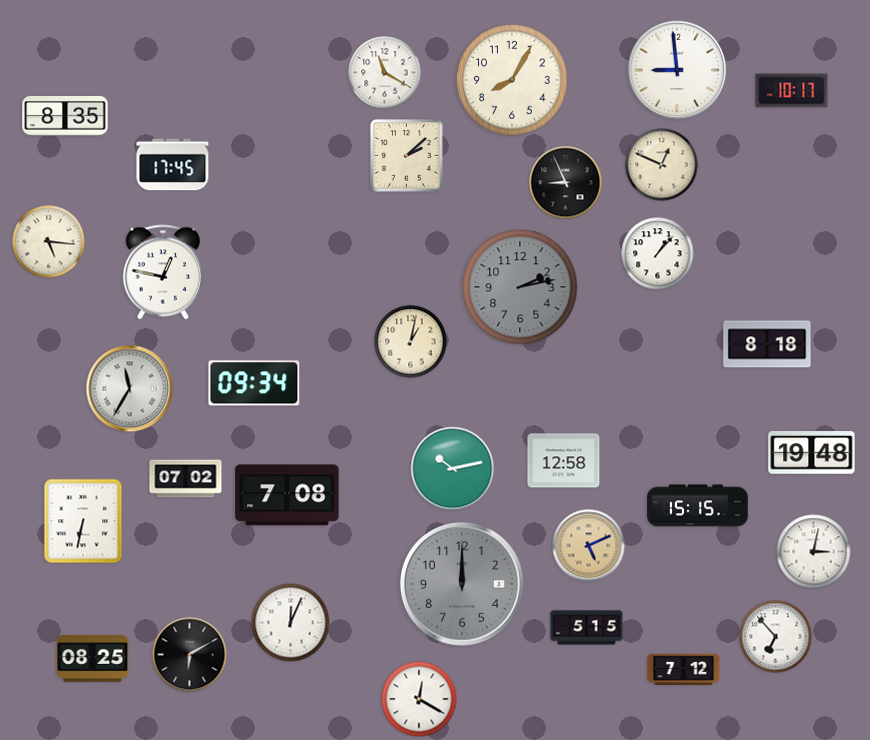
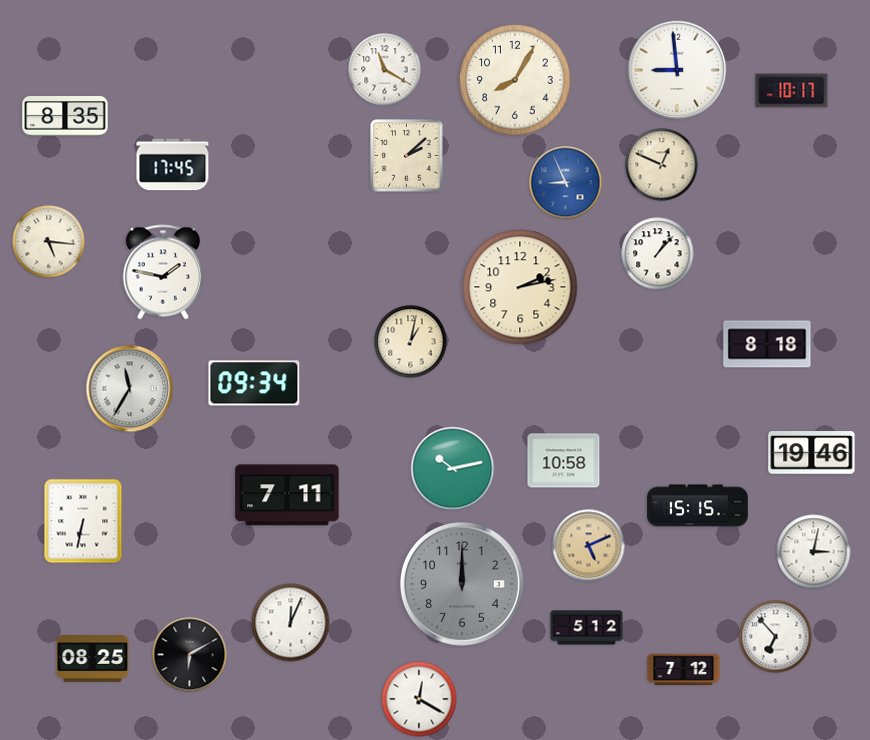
clock at (385, 73) position: (385, 73) -> (385, 70)
clock at (512, 80) position: (512, 80) -> (515, 80)
clock at (566, 183) dial: black -> blue
clock at (162, 272): 12:47 -> 1:47
clock at (520, 287) dial: grey -> cream
clock at (812, 453): 19:48 -> 19:46
clock at (564, 461): 12:58 -> 10:58
clock at (186, 479): 07:02 -> none
clock at (287, 495): 7:08 -> 7:11
clock at (587, 628): 5:15 -> 5:12
